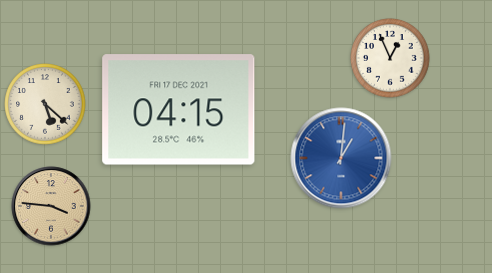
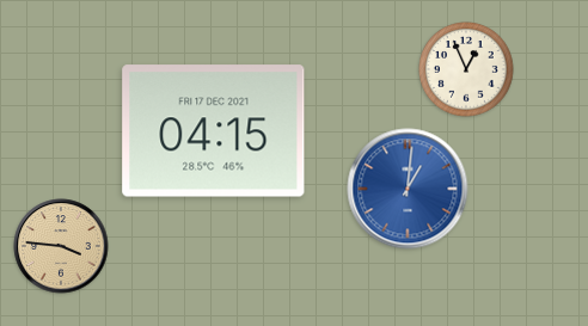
clock at (45, 104): 5:22 -> none
